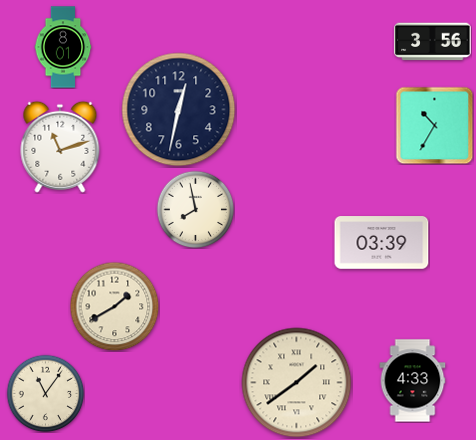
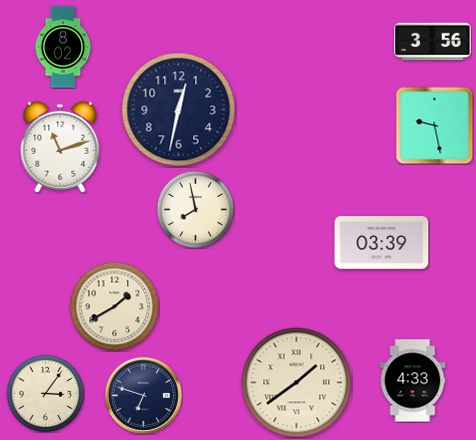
clock at (63, 47): 8:01 -> 8:02
clock at (434, 125): 10:35 -> 9:28
clock at (45, 393): 11:06 -> 3:06
clock at (143, 395): none -> 6:48
